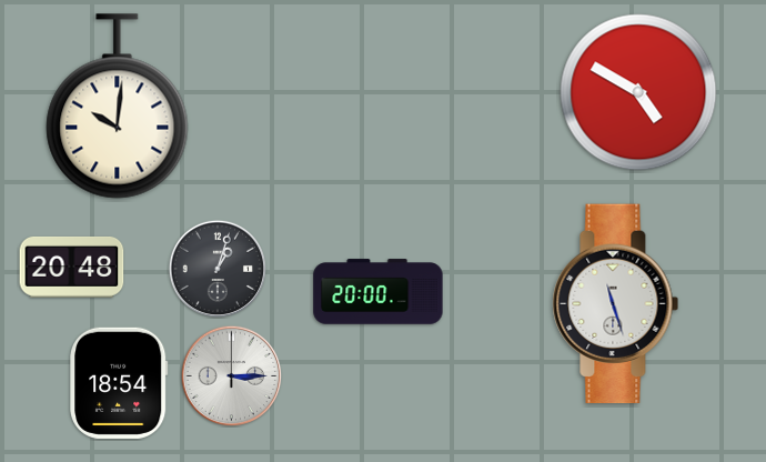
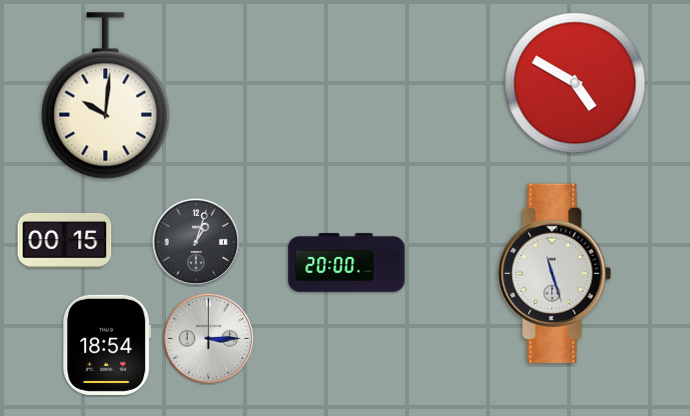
clock at (72, 267): 20:48 -> 00:15
clock at (379, 292) position: (379, 292) -> (347, 263)
